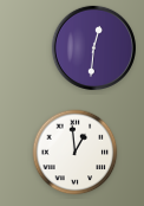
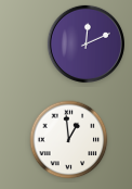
clock at (93, 47): 12:31 -> 12:11
